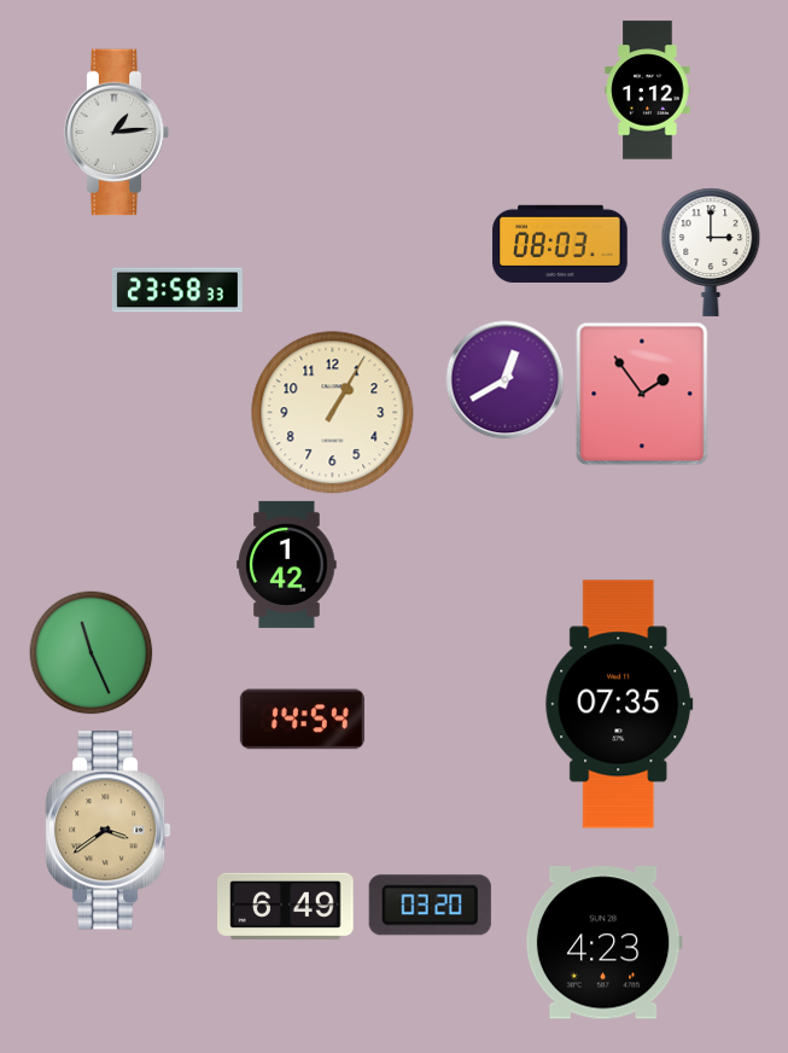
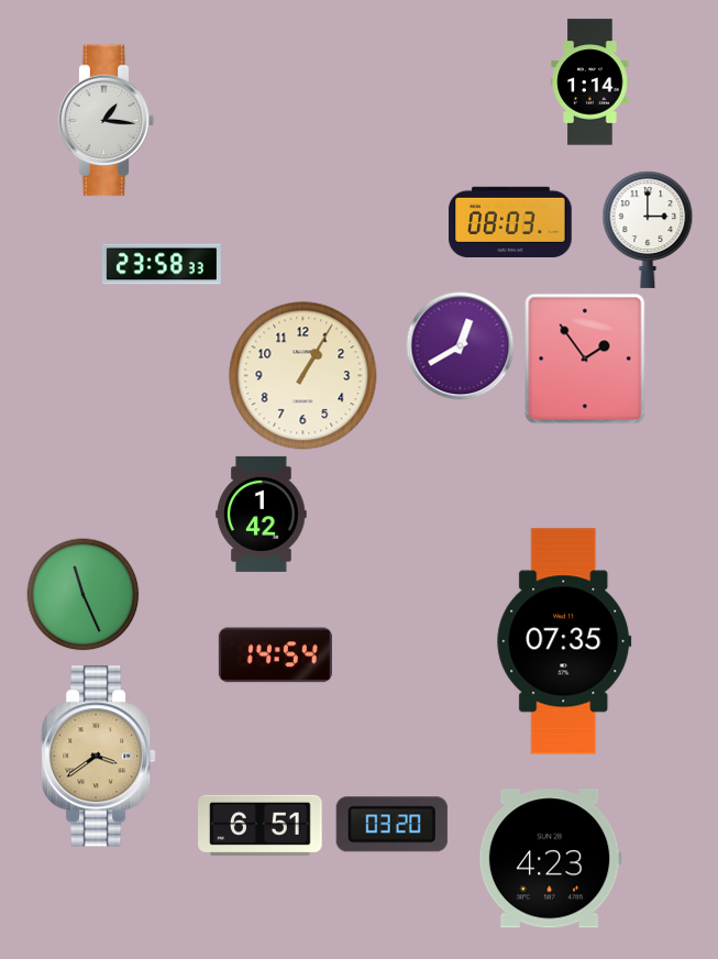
clock at (648, 91): 1:12 -> 1:14
clock at (117, 133): 1:14 -> 1:16
clock at (286, 906): 6:49 -> 6:51
